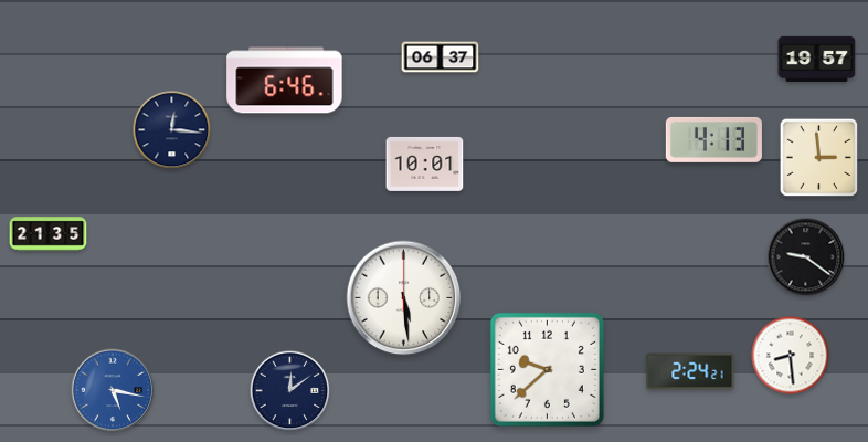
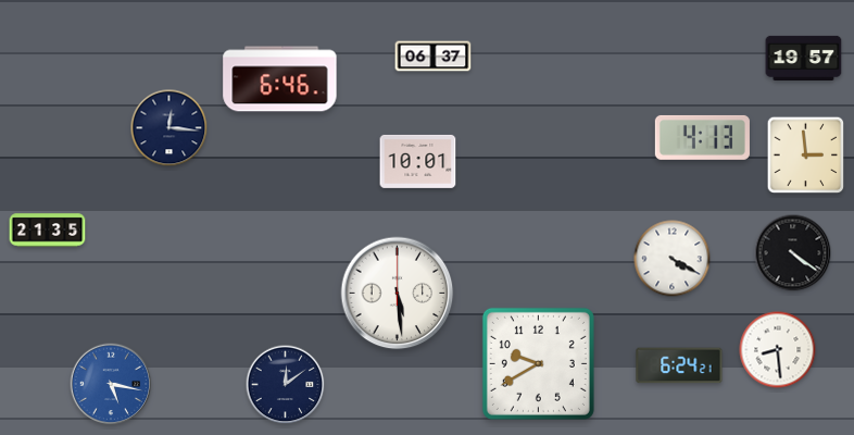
clock at (806, 257): 9:21 -> 4:21
clock at (673, 259): none -> 4:20
clock at (547, 369): 9:38 -> 9:40
clock at (690, 371): 2:24 -> 6:24
